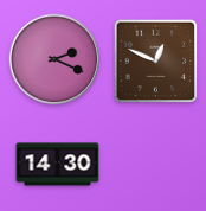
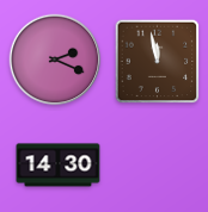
clock at (156, 62): 12:49 -> 11:58
